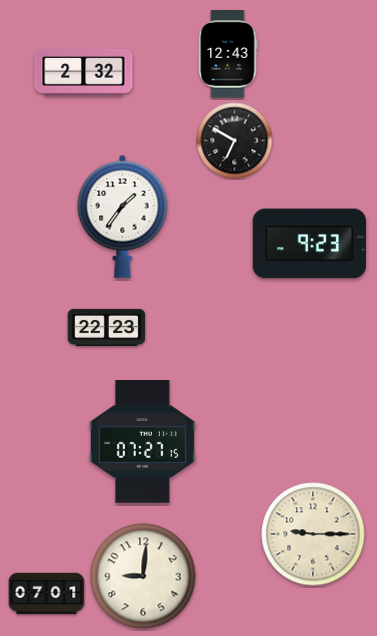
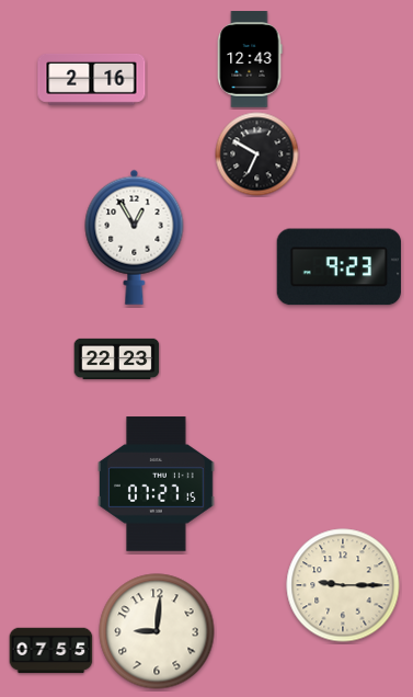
clock at (84, 72): 2:32 -> 2:16
clock at (123, 216): 1:36 -> 12:55
clock at (47, 594): 07:01 -> 07:55
